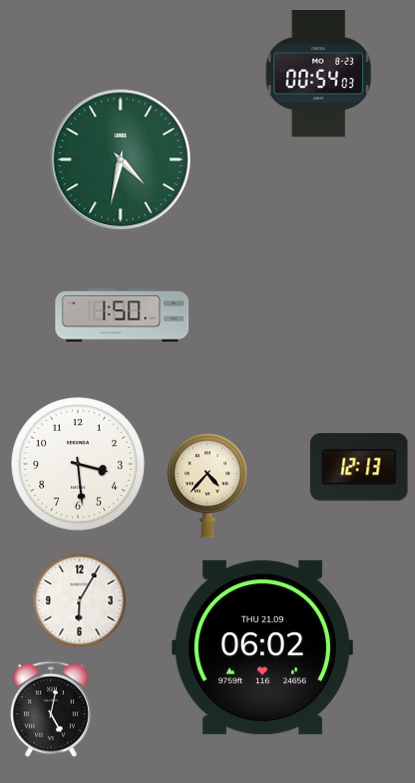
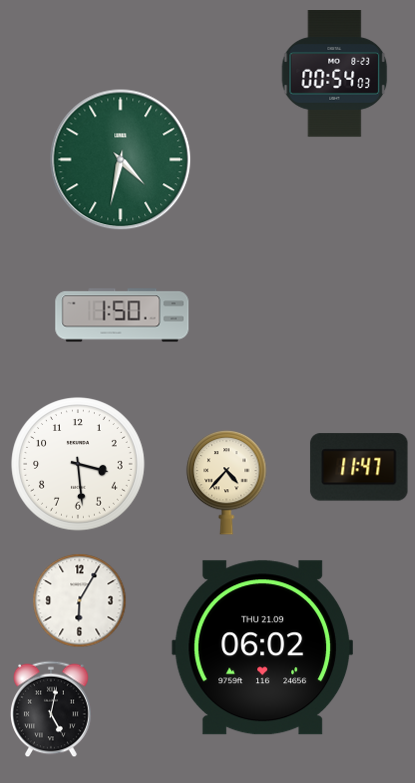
clock at (319, 74) position: (319, 74) -> (335, 74)
clock at (359, 467): 12:13 -> 11:47
clock at (208, 485) position: (208, 485) -> (227, 482)
